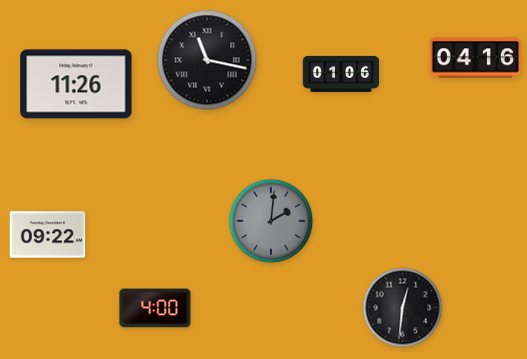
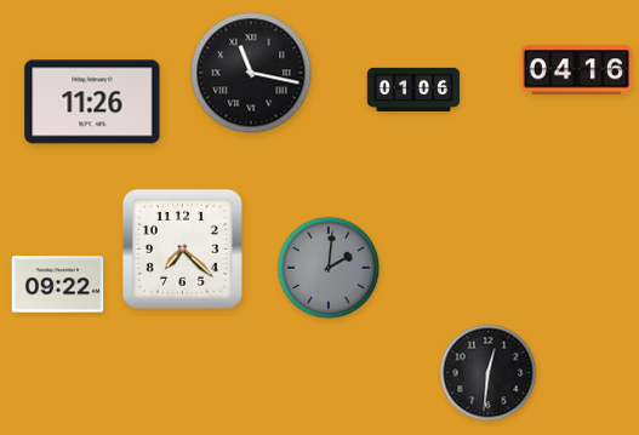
clock at (182, 248): none -> 7:22
clock at (155, 308): 4:00 -> none
